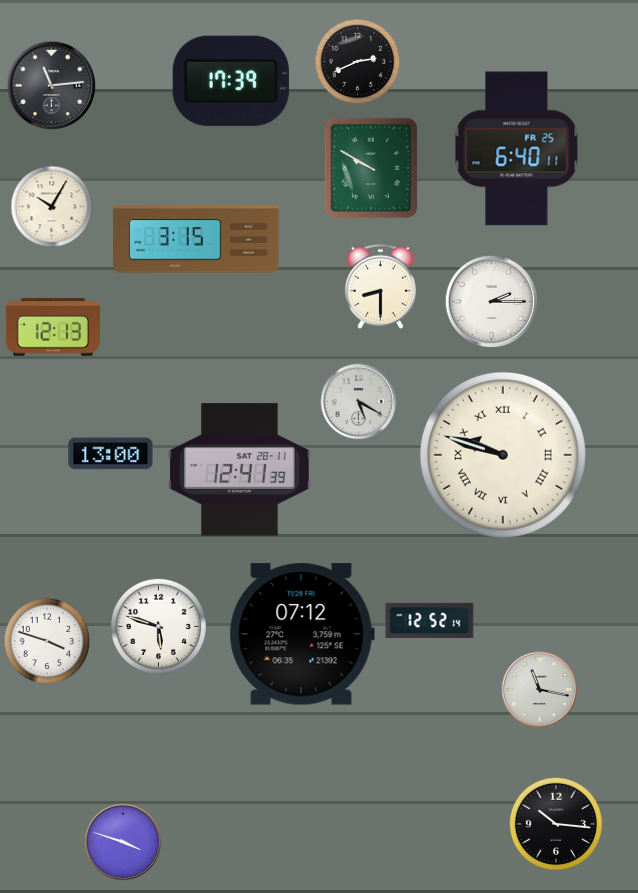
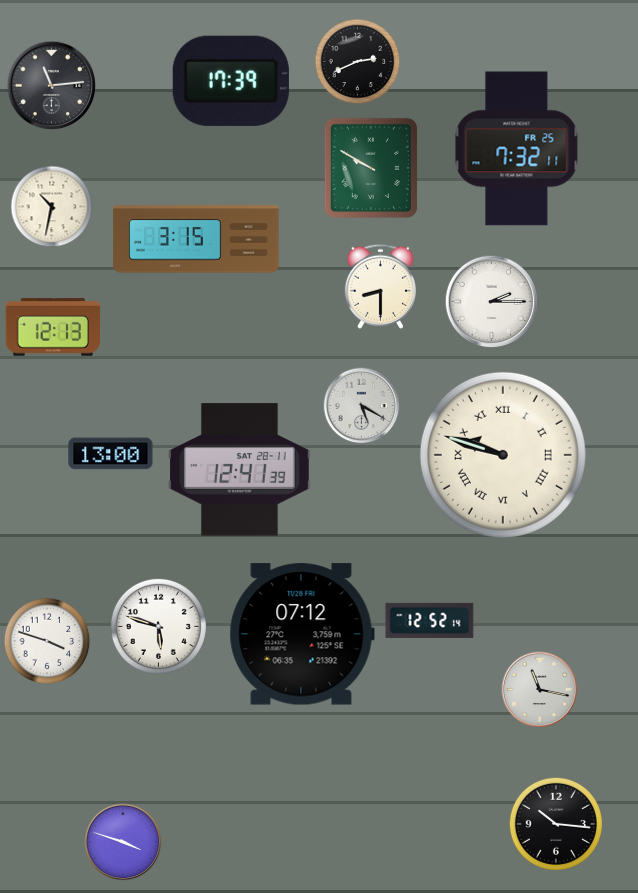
clock at (517, 149): 6:40 -> 7:32
clock at (52, 207): 10:05 -> 10:32
clock at (359, 402) position: (359, 402) -> (362, 406)
